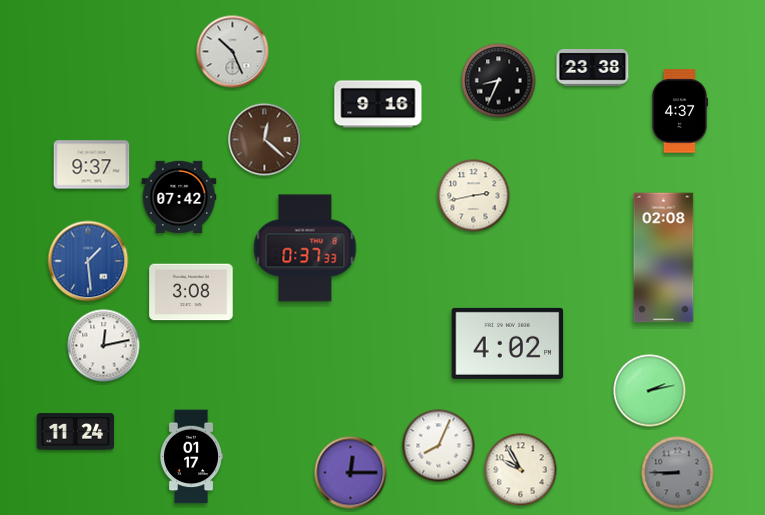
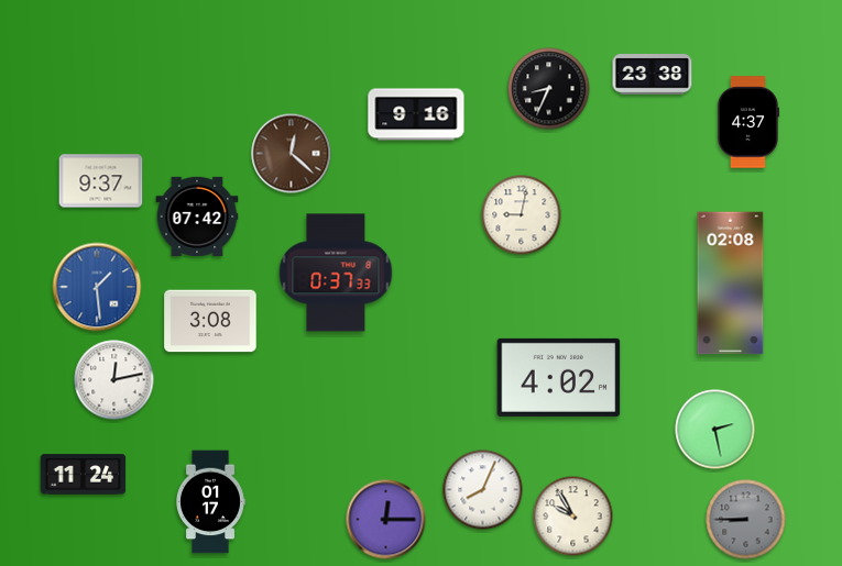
clock at (233, 52): 10:26 -> none
clock at (474, 196): 2:43 -> 9:02
clock at (650, 391): 2:13 -> 2:28
